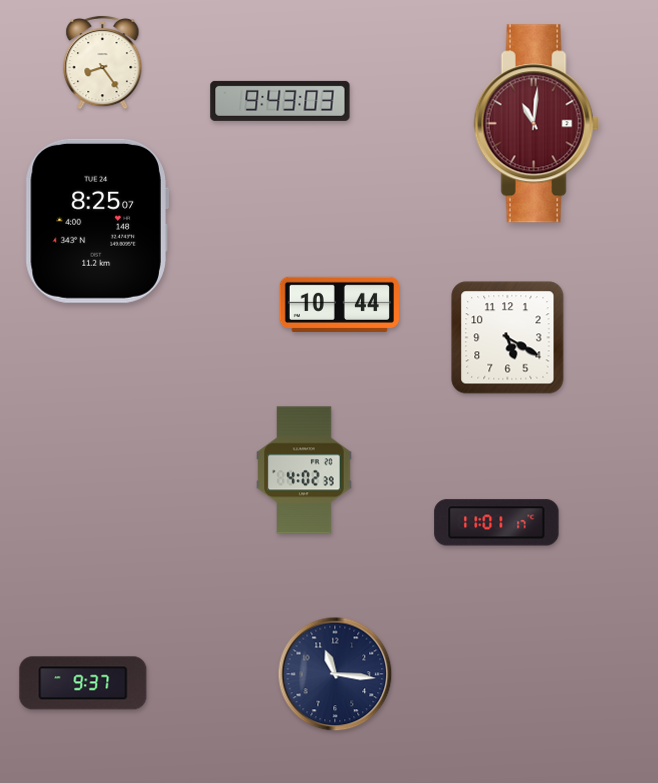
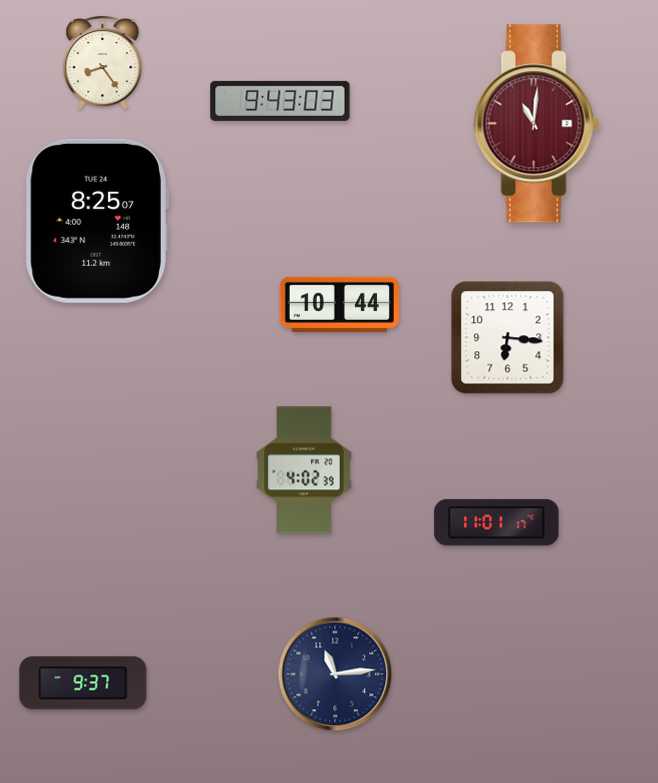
clock at (508, 338): 5:20 -> 6:16
clock at (335, 674): 11:16 -> 11:14
